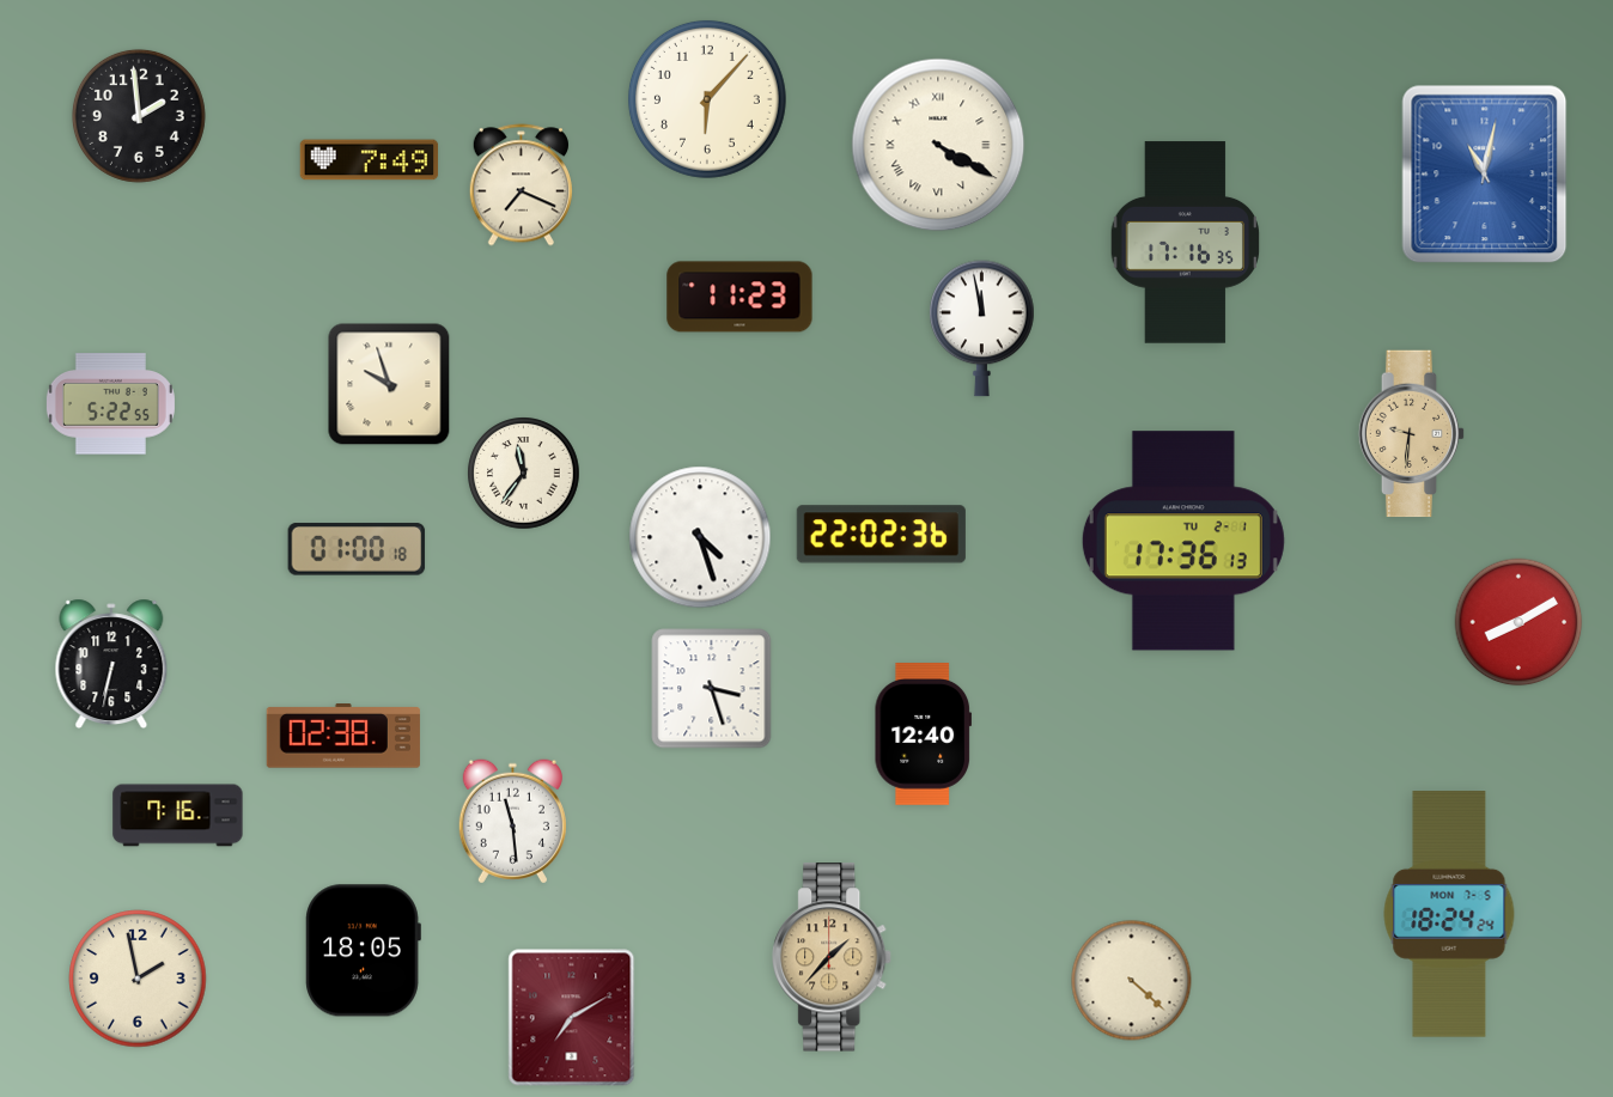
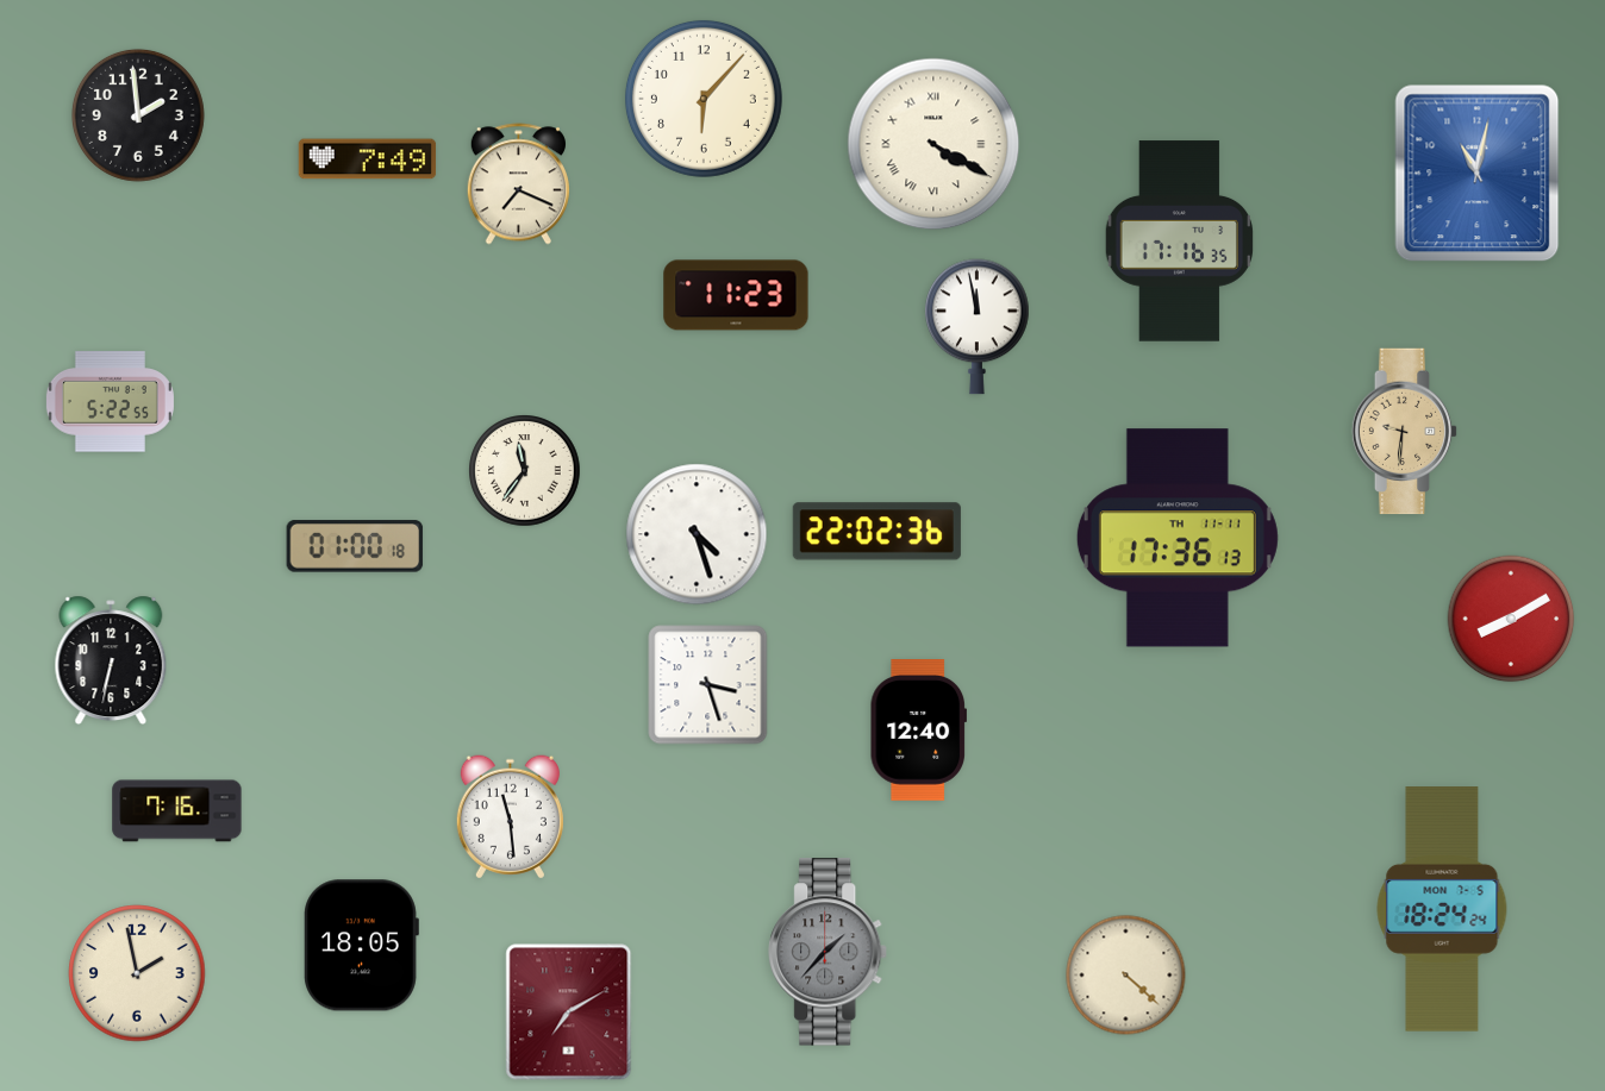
clock at (389, 384): 9:57 -> none
clock at (524, 474) position: (524, 474) -> (525, 471)
clock at (1183, 541) date: TU 2-1 -> TH 11-11
clock at (343, 737): 02:38 -> none
clock at (833, 957) dial: champagne -> grey
